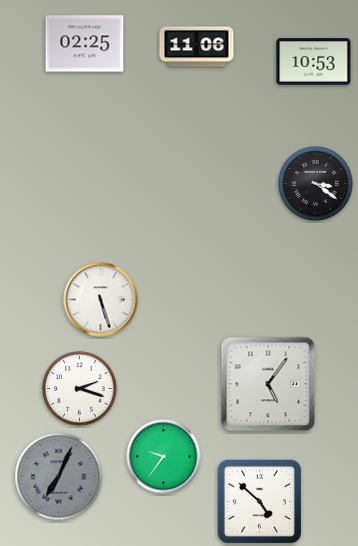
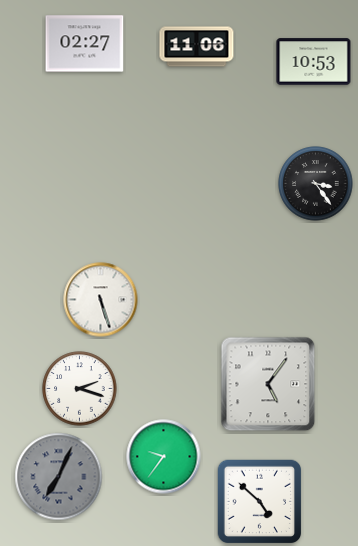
clock at (85, 44): 02:25 -> 02:27
clock at (316, 184): 3:21 -> 3:24
